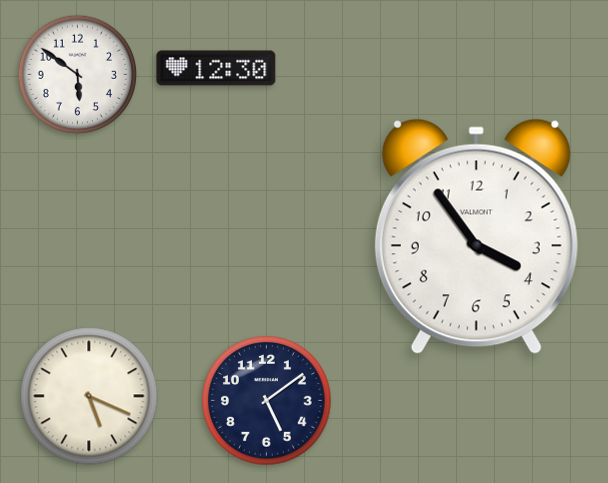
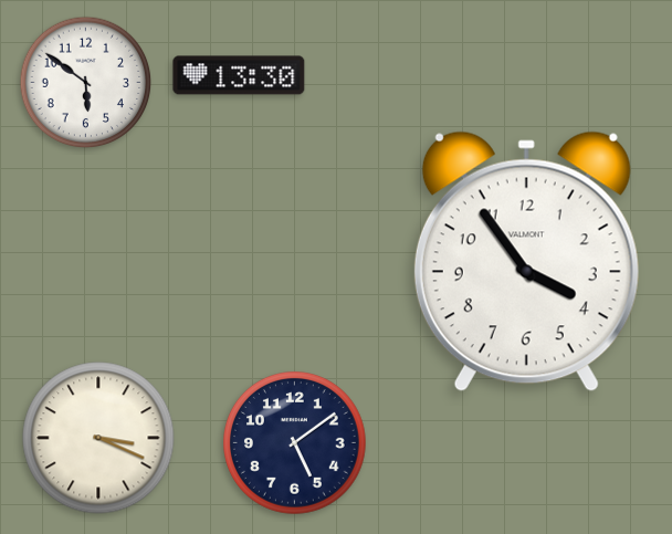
clock at (216, 68): 12:30 -> 13:30
clock at (89, 396): 5:19 -> 3:19
